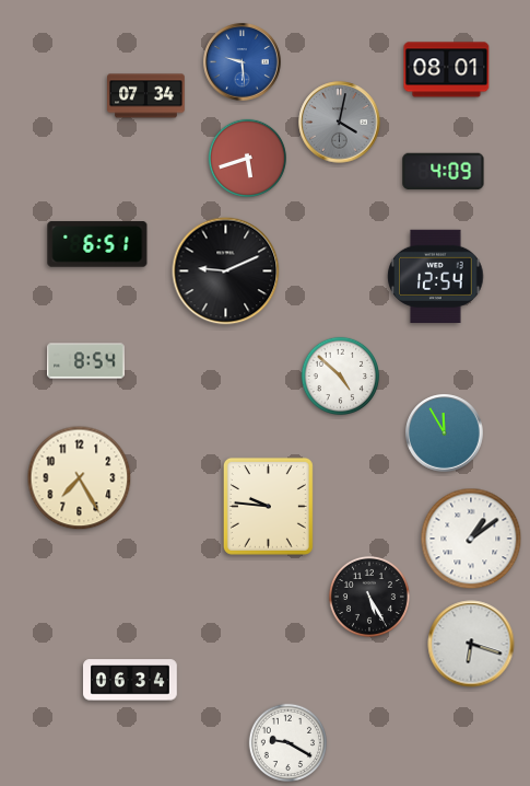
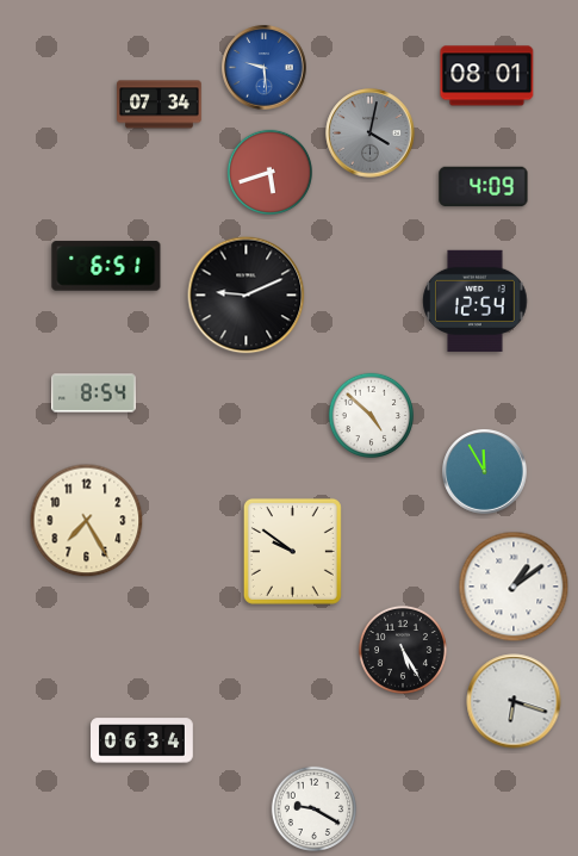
clock at (340, 375) position: (340, 375) -> (371, 415)
clock at (268, 506): 9:46 -> 9:51
